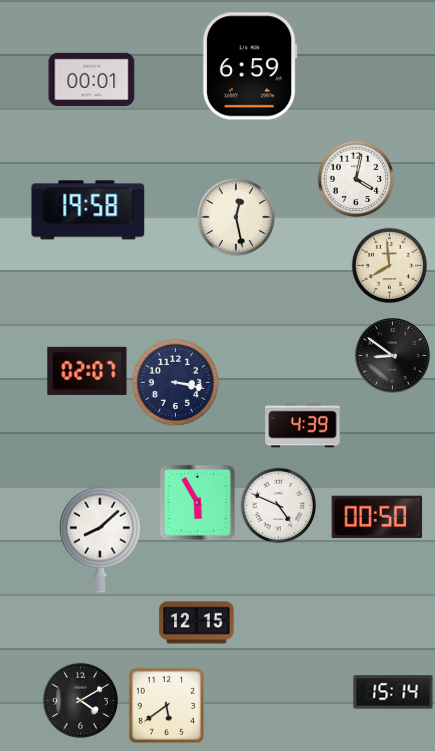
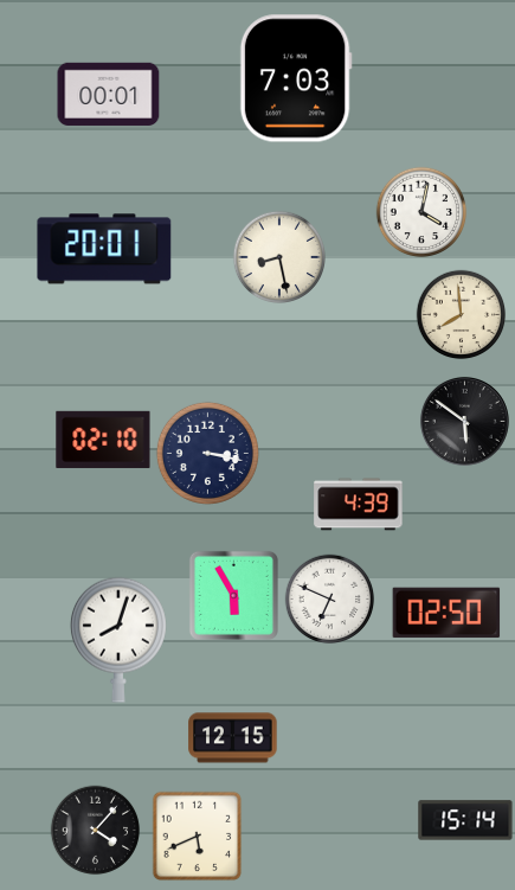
clock at (250, 66): 6:59 -> 7:03
clock at (88, 210): 19:58 -> 20:01
clock at (235, 216): 12:28 -> 8:28
clock at (392, 355): 8:51 -> 5:51
clock at (87, 371): 02:07 -> 02:10
clock at (279, 506): 4:49 -> 6:49
clock at (377, 517): 00:50 -> 02:50
clock at (100, 540): 8:08 -> 8:03
clock at (81, 701): 4:10 -> 4:07
clock at (167, 706): 5:39 -> 5:41
